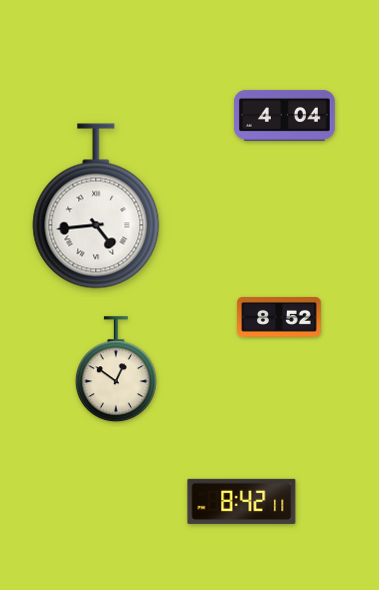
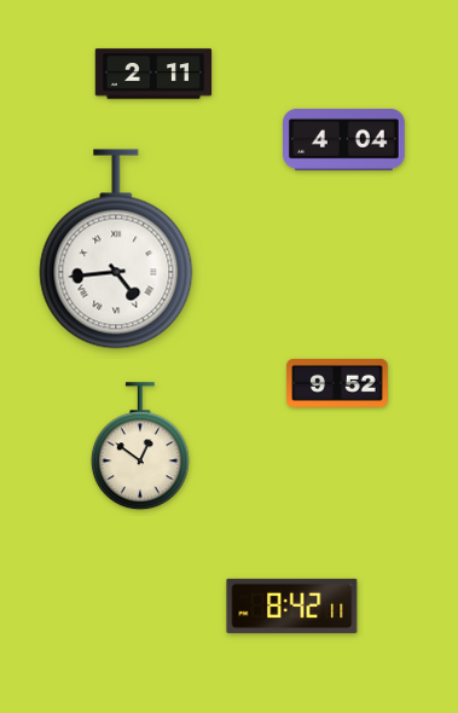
clock at (153, 74): none -> 2:11
clock at (279, 317): 8:52 -> 9:52
